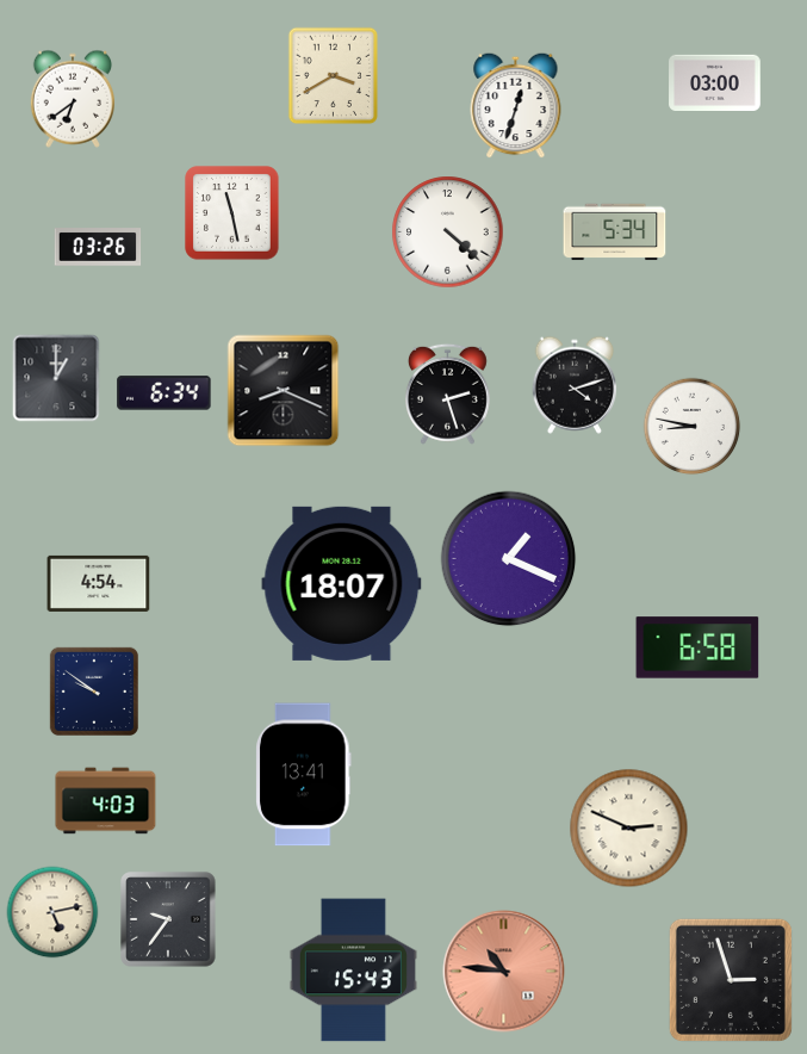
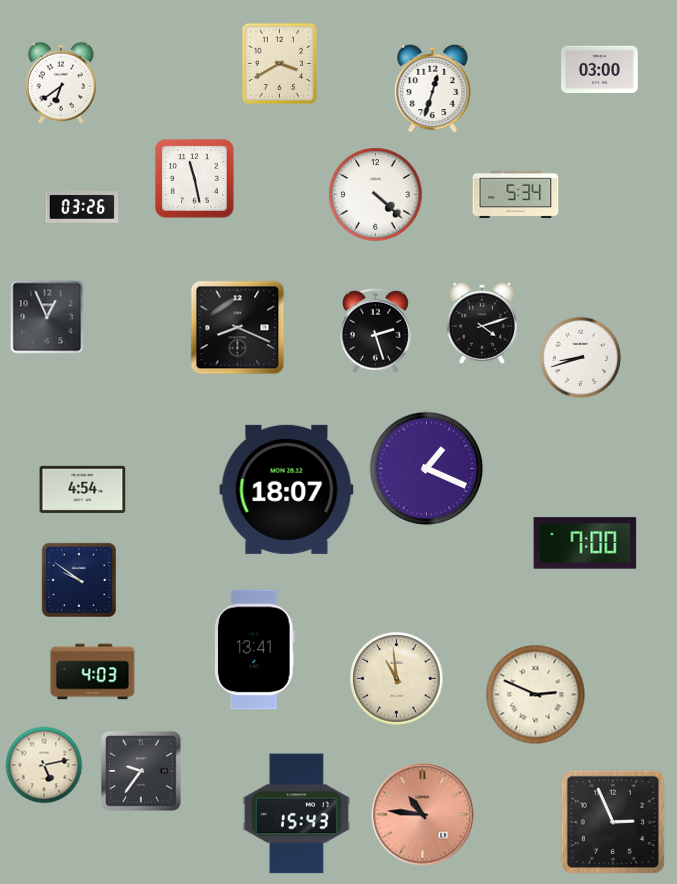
clock at (56, 378): 1:00 -> 12:56
clock at (164, 393): 6:34 -> none
clock at (693, 427): 8:47 -> 8:42
clock at (697, 647): 6:58 -> 7:00
clock at (106, 801) position: (106, 801) -> (93, 672)
clock at (397, 679): none -> 10:59
clock at (629, 829) position: (629, 829) -> (536, 695)
clock at (731, 980): 2:57 -> 2:56
